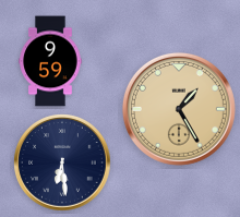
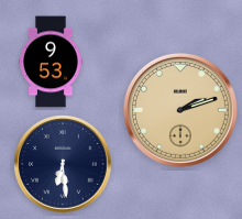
clock at (50, 61): 9:59 -> 9:53
clock at (179, 109): 1:25 -> 2:12
